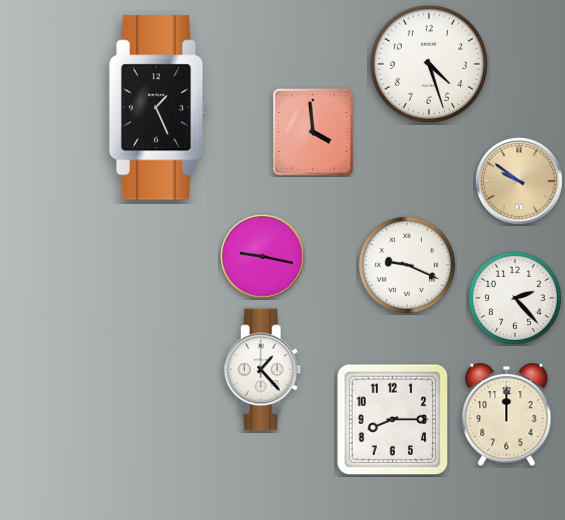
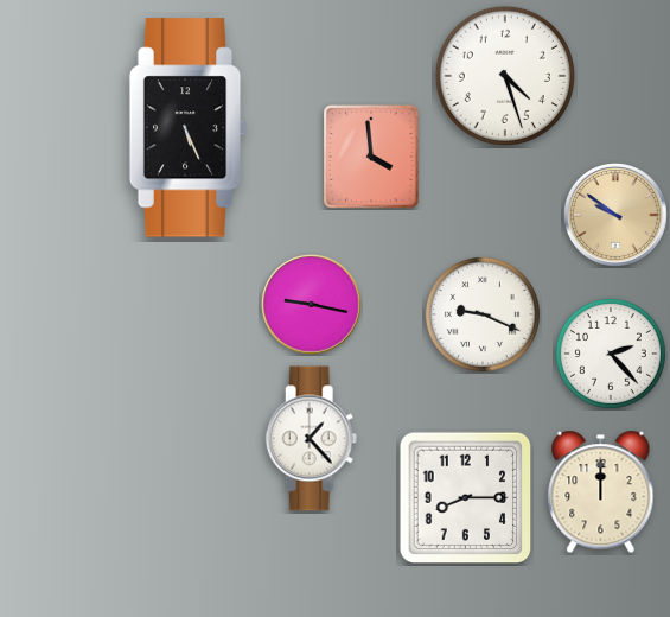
clock at (429, 64) position: (429, 64) -> (505, 76)
clock at (159, 108): 1:26 -> 5:26
